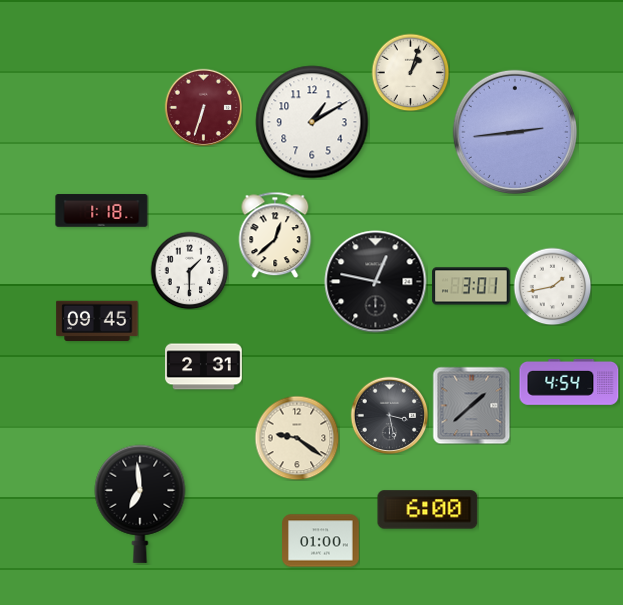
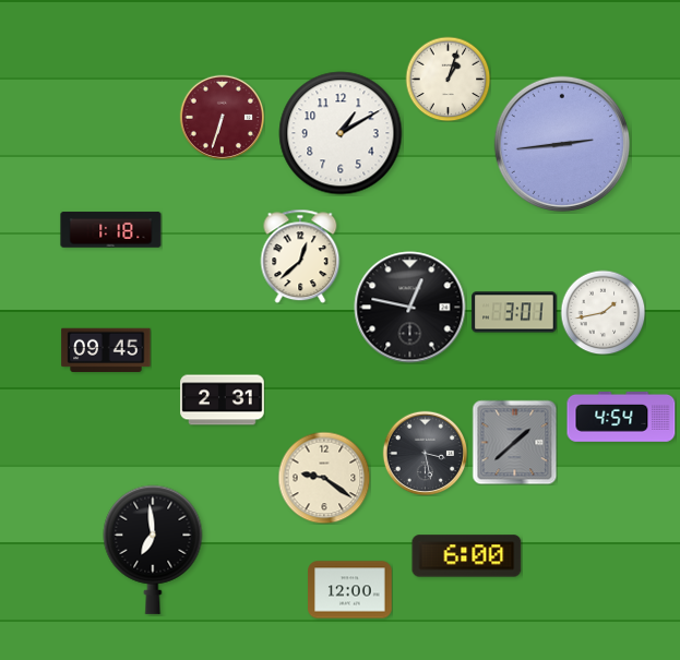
clock at (189, 270): 1:30 -> none
clock at (321, 541): 01:00 -> 12:00
